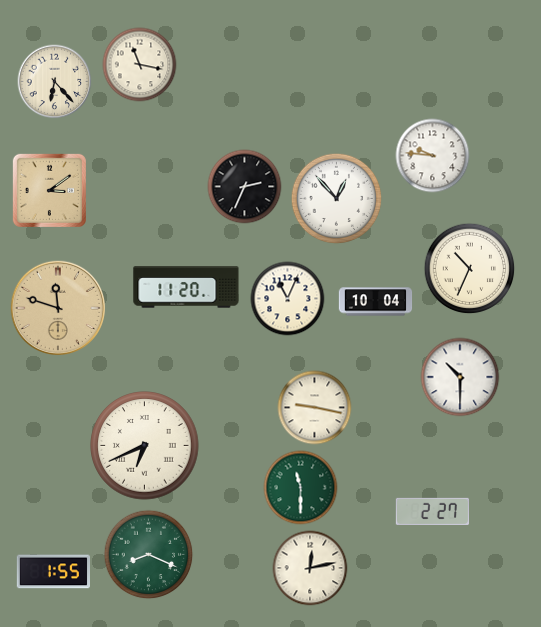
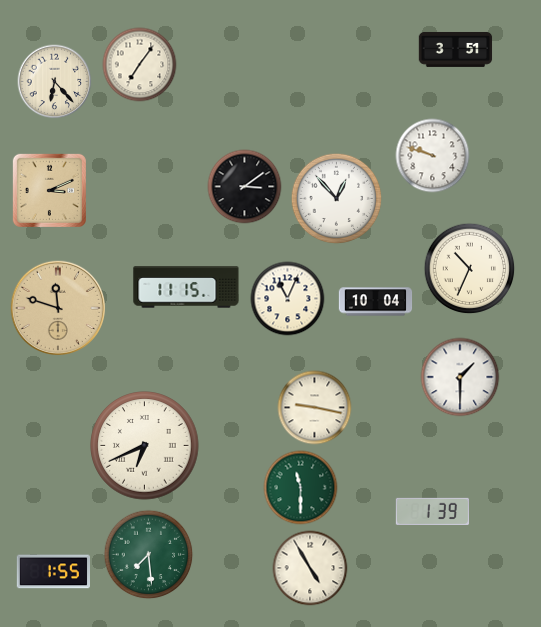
clock at (456, 49): none -> 3:51
clock at (140, 65): 11:17 -> 7:06
clock at (433, 156): 9:46 -> 9:48
clock at (245, 187): 2:34 -> 3:09
clock at (49, 190): 3:09 -> 3:11
clock at (186, 287): 11:20 -> 11:15
clock at (460, 377): 10:30 -> 1:30
clock at (432, 511): 2:27 -> 1:39
clock at (149, 555): 8:19 -> 7:29
clock at (310, 568): 12:13 -> 4:55
